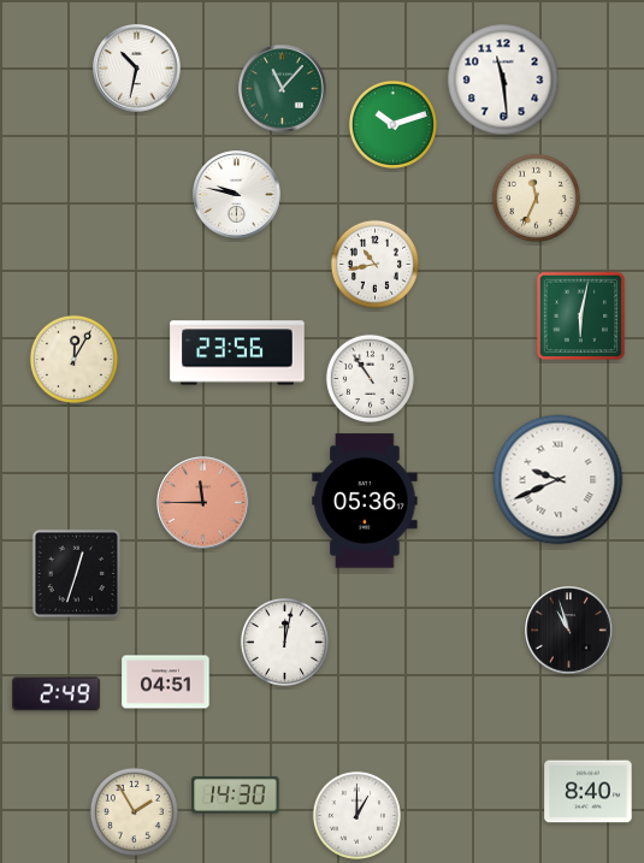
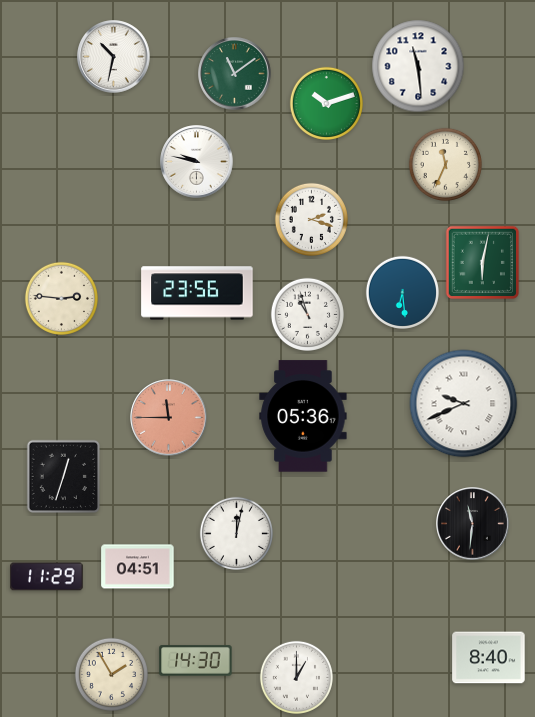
clock at (283, 89): 11:07 -> 11:09
clock at (374, 264): 10:43 -> 2:18
clock at (402, 292): none -> 6:29
clock at (73, 359): 12:05 -> 2:46
clock at (370, 378): 10:54 -> 10:57
clock at (559, 480) position: (559, 480) -> (464, 404)
clock at (569, 631): 10:57 -> 11:31
clock at (57, 694): 2:49 -> 11:29
